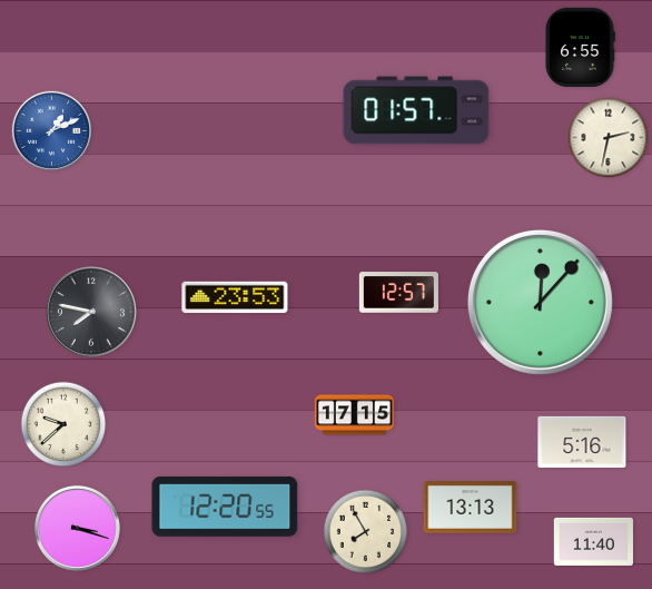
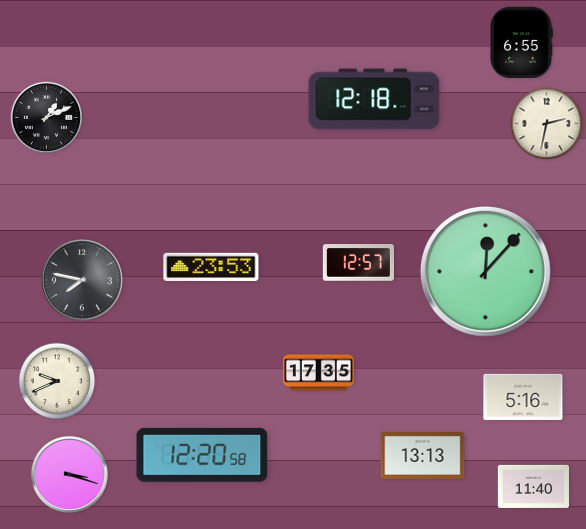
clock at (416, 110): 01:57 -> 12:18
clock at (51, 130) dial: blue -> black
clock at (354, 415): 17:15 -> 17:35
clock at (63, 424): 9:38 -> 9:41
clock at (225, 507): 12:20:55 -> 12:20:58
clock at (366, 532): 7:55 -> none
